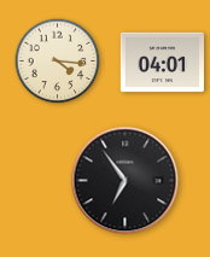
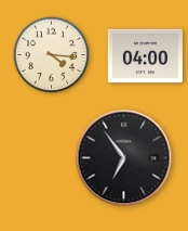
clock at (162, 63): 04:01 -> 04:00
clock at (126, 181) position: (126, 181) -> (124, 158)
